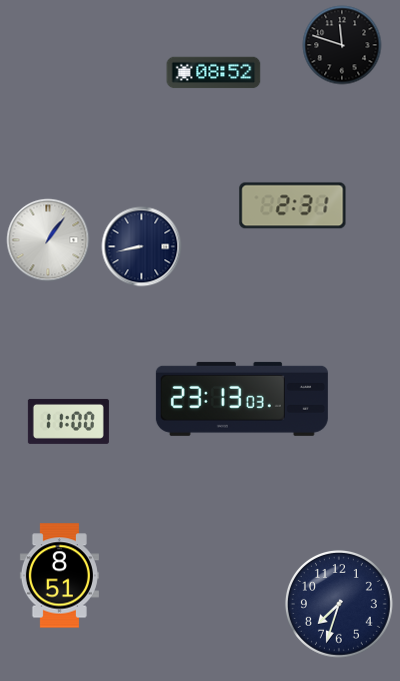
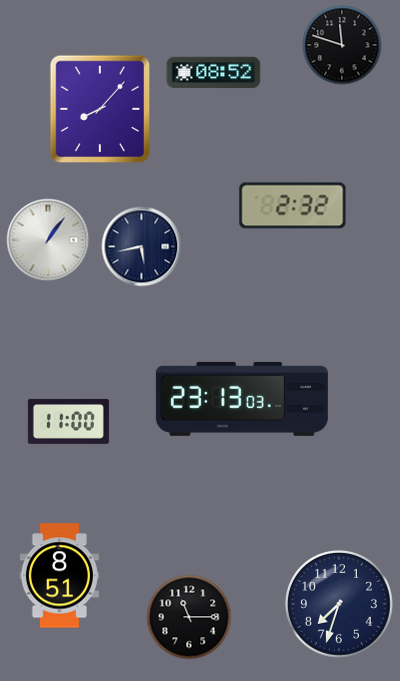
clock at (100, 109): none -> 8:07
clock at (293, 206): 2:31 -> 2:32
clock at (142, 247): 8:43 -> 5:43
clock at (189, 617): none -> 11:15
